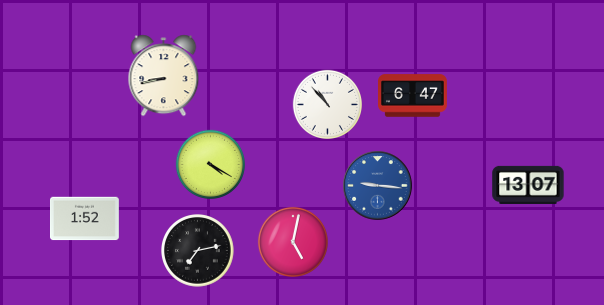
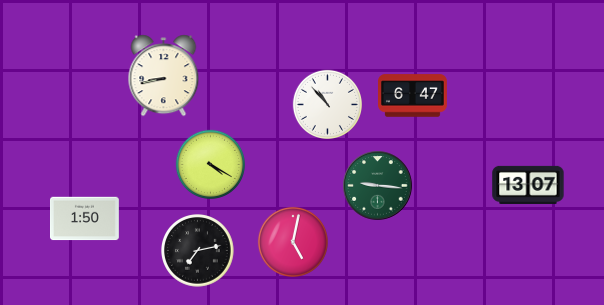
clock at (378, 186) dial: blue -> green
clock at (85, 219): 1:52 -> 1:50
